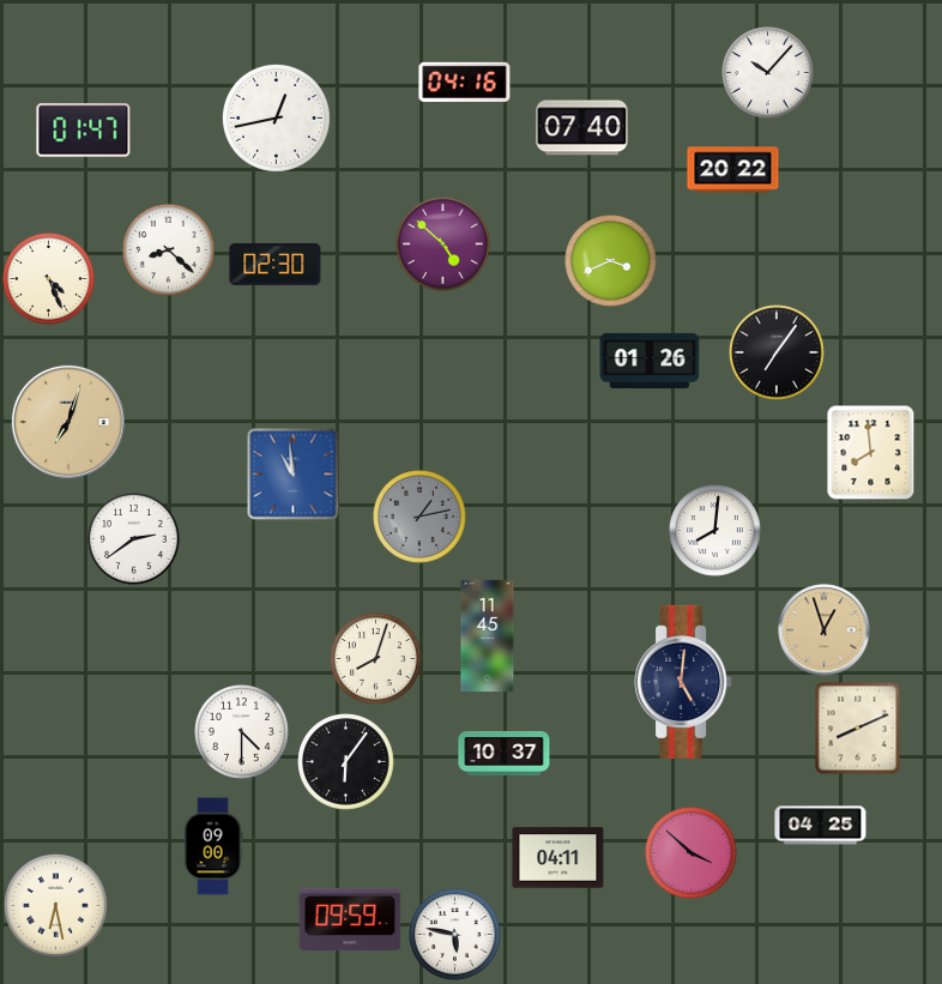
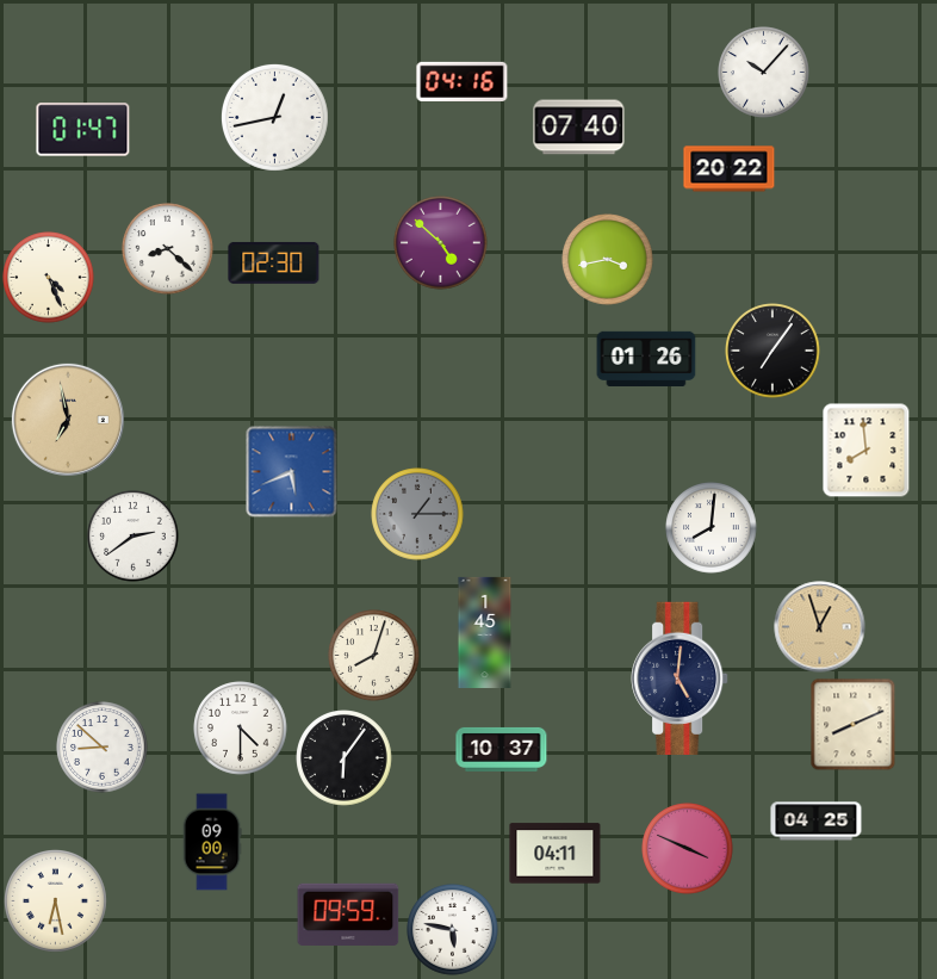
clock at (611, 261): 3:41 -> 3:43
clock at (68, 422): 7:03 -> 6:58
clock at (294, 475): 10:59 -> 5:41
clock at (419, 517): 1:13 -> 1:15
clock at (488, 635): 11:45 -> 1:45
clock at (103, 748): none -> 8:52
clock at (692, 853): 3:52 -> 3:49
